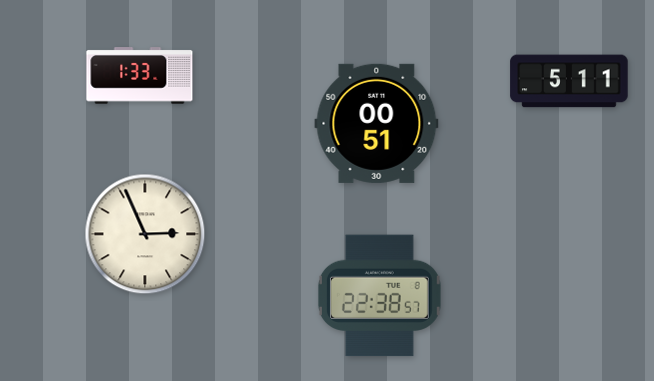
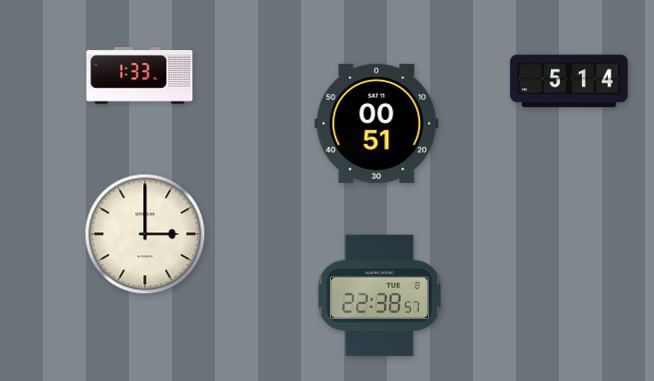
clock at (569, 81): 5:11 -> 5:14
clock at (145, 234): 2:56 -> 3:00
